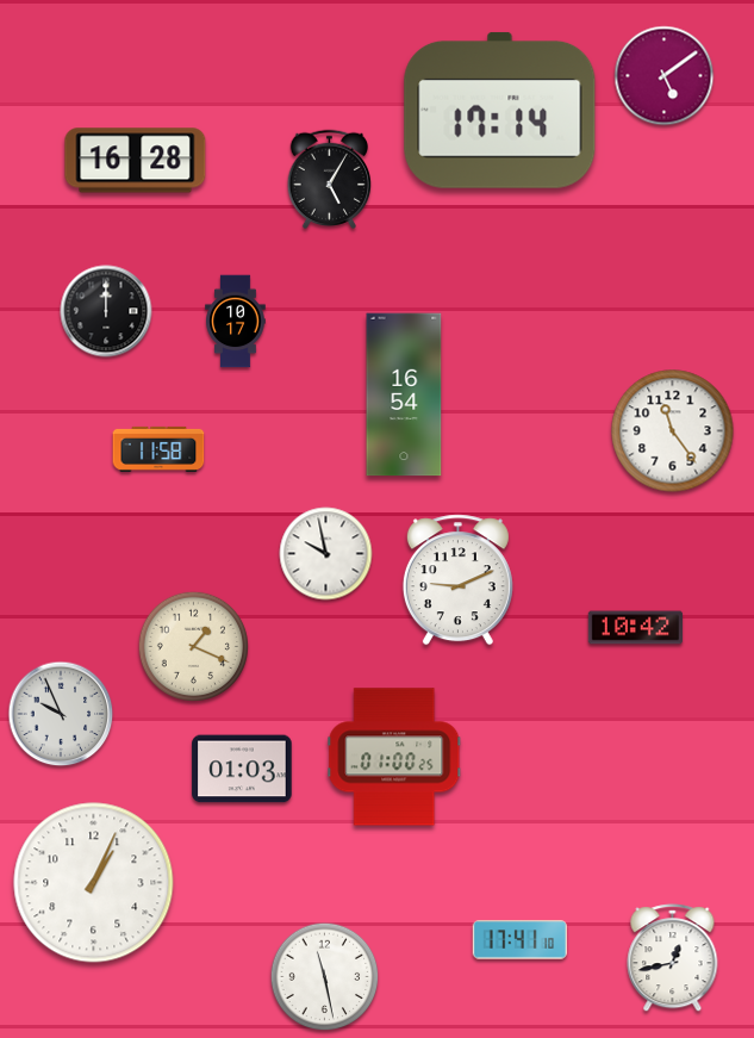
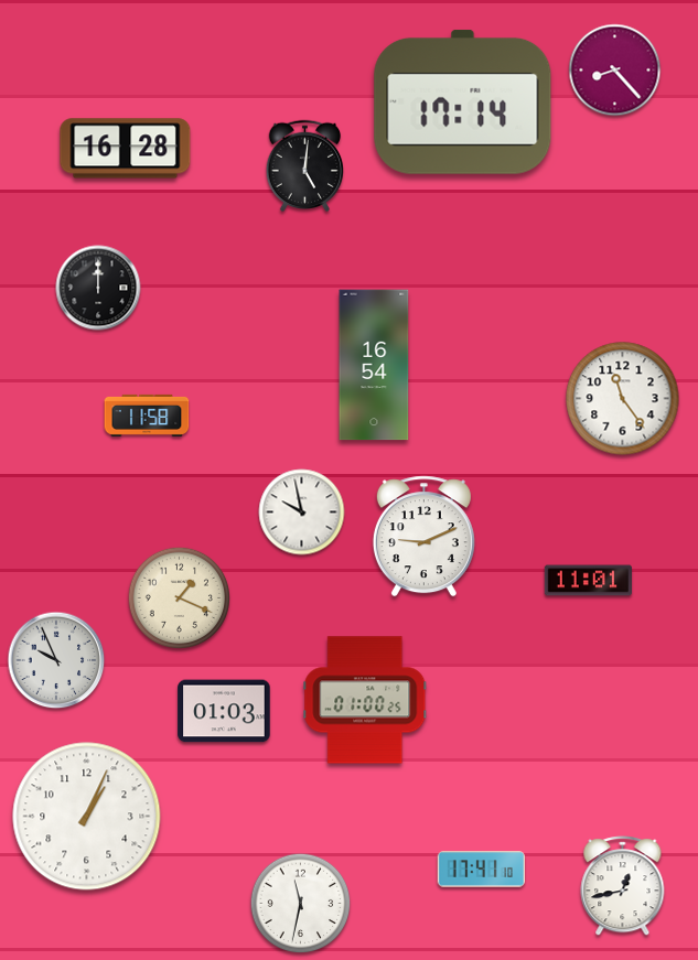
clock at (665, 76): 5:09 -> 8:23
clock at (330, 179): 5:05 -> 5:01
clock at (236, 322): 10:17 -> none
clock at (635, 628): 10:42 -> 11:01
clock at (325, 977): 11:28 -> 11:32
